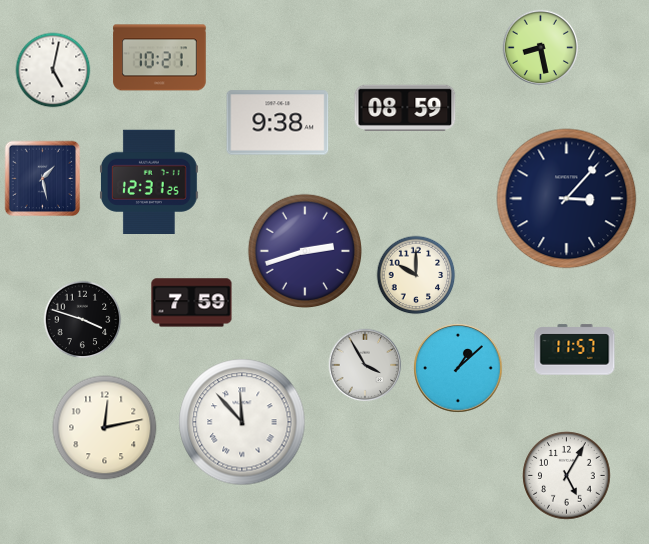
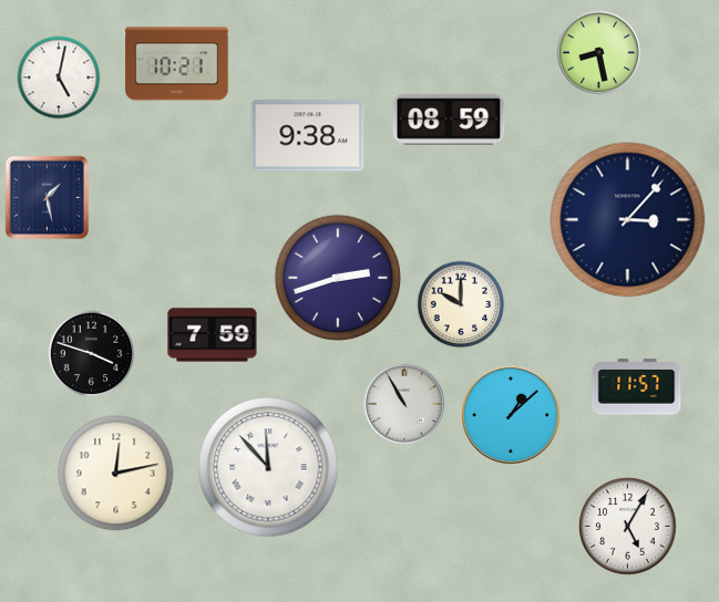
clock at (149, 182): 12:31 -> none
clock at (365, 365): 3:55 -> 10:55
clock at (458, 368) position: (458, 368) -> (511, 415)
